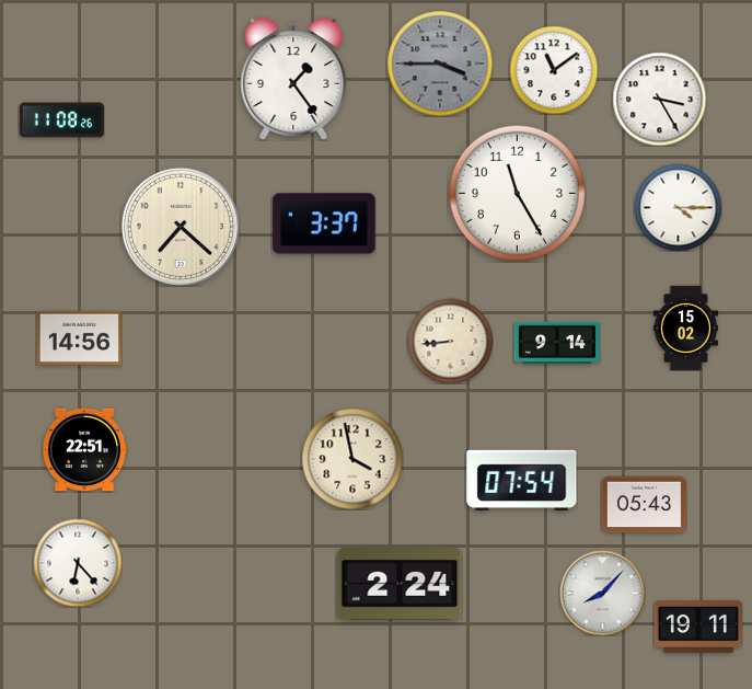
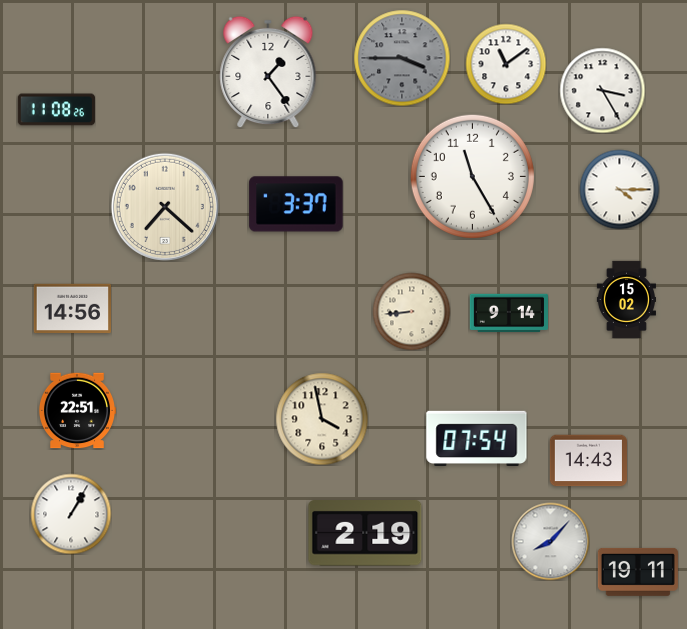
clock at (644, 505): 05:43 -> 14:43
clock at (78, 563): 6:23 -> 1:05
clock at (400, 585): 2:24 -> 2:19
